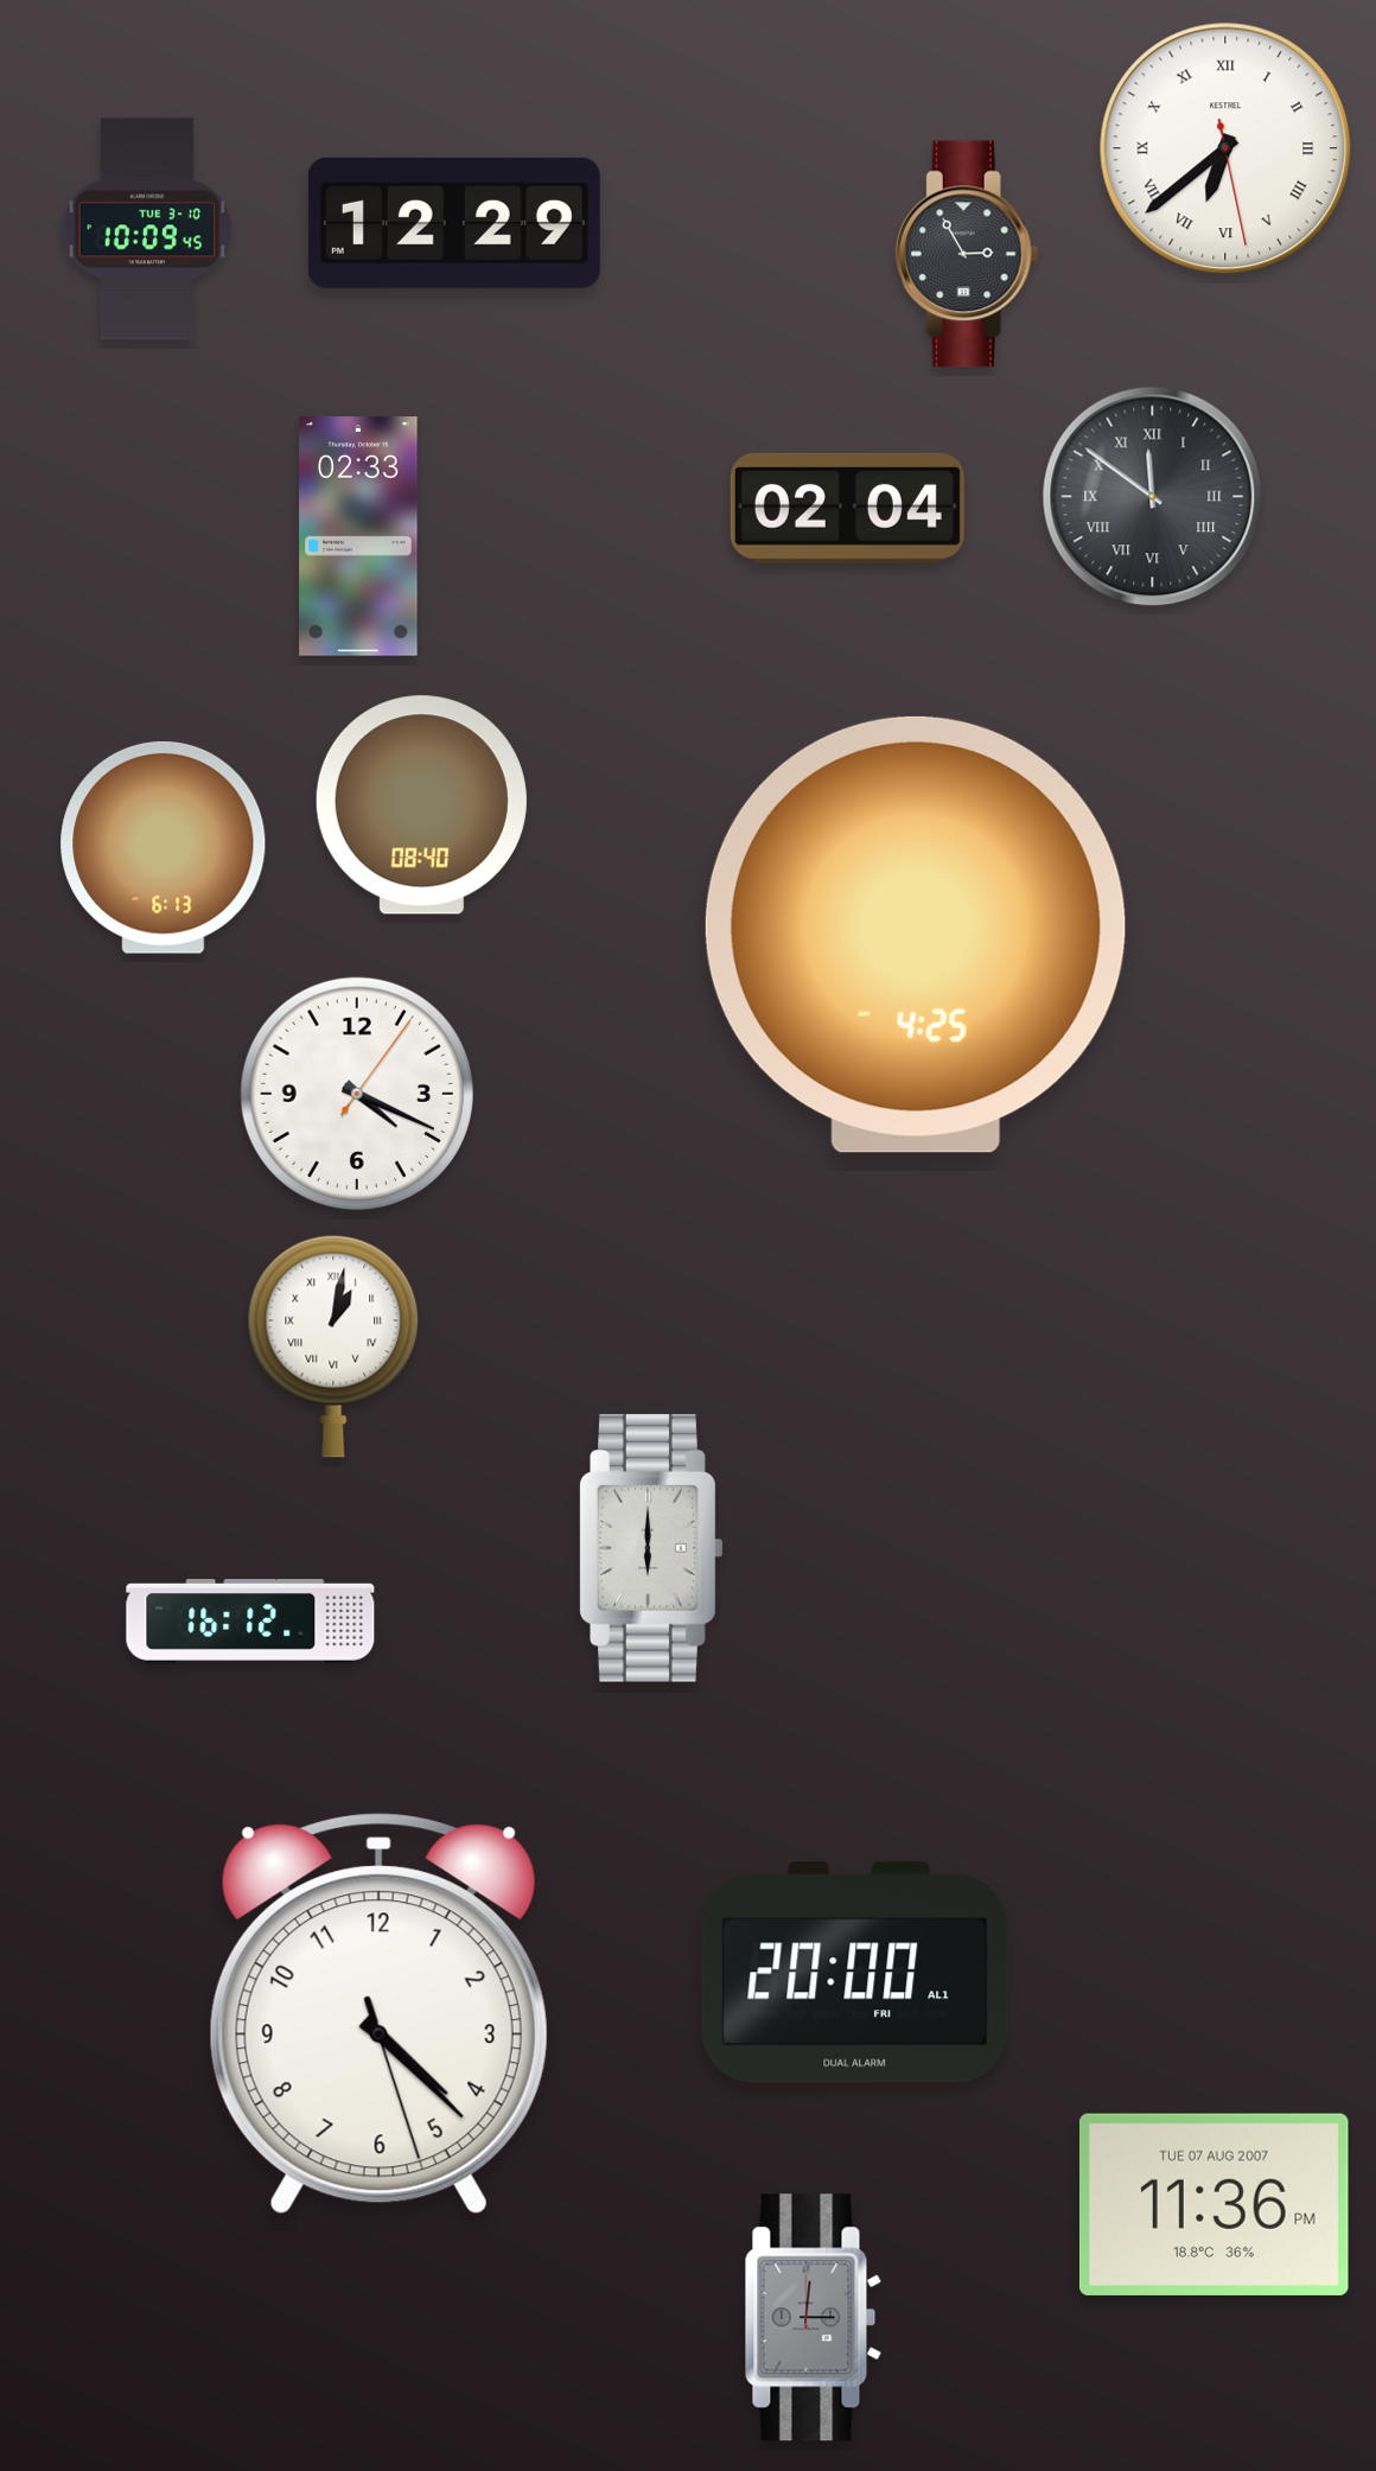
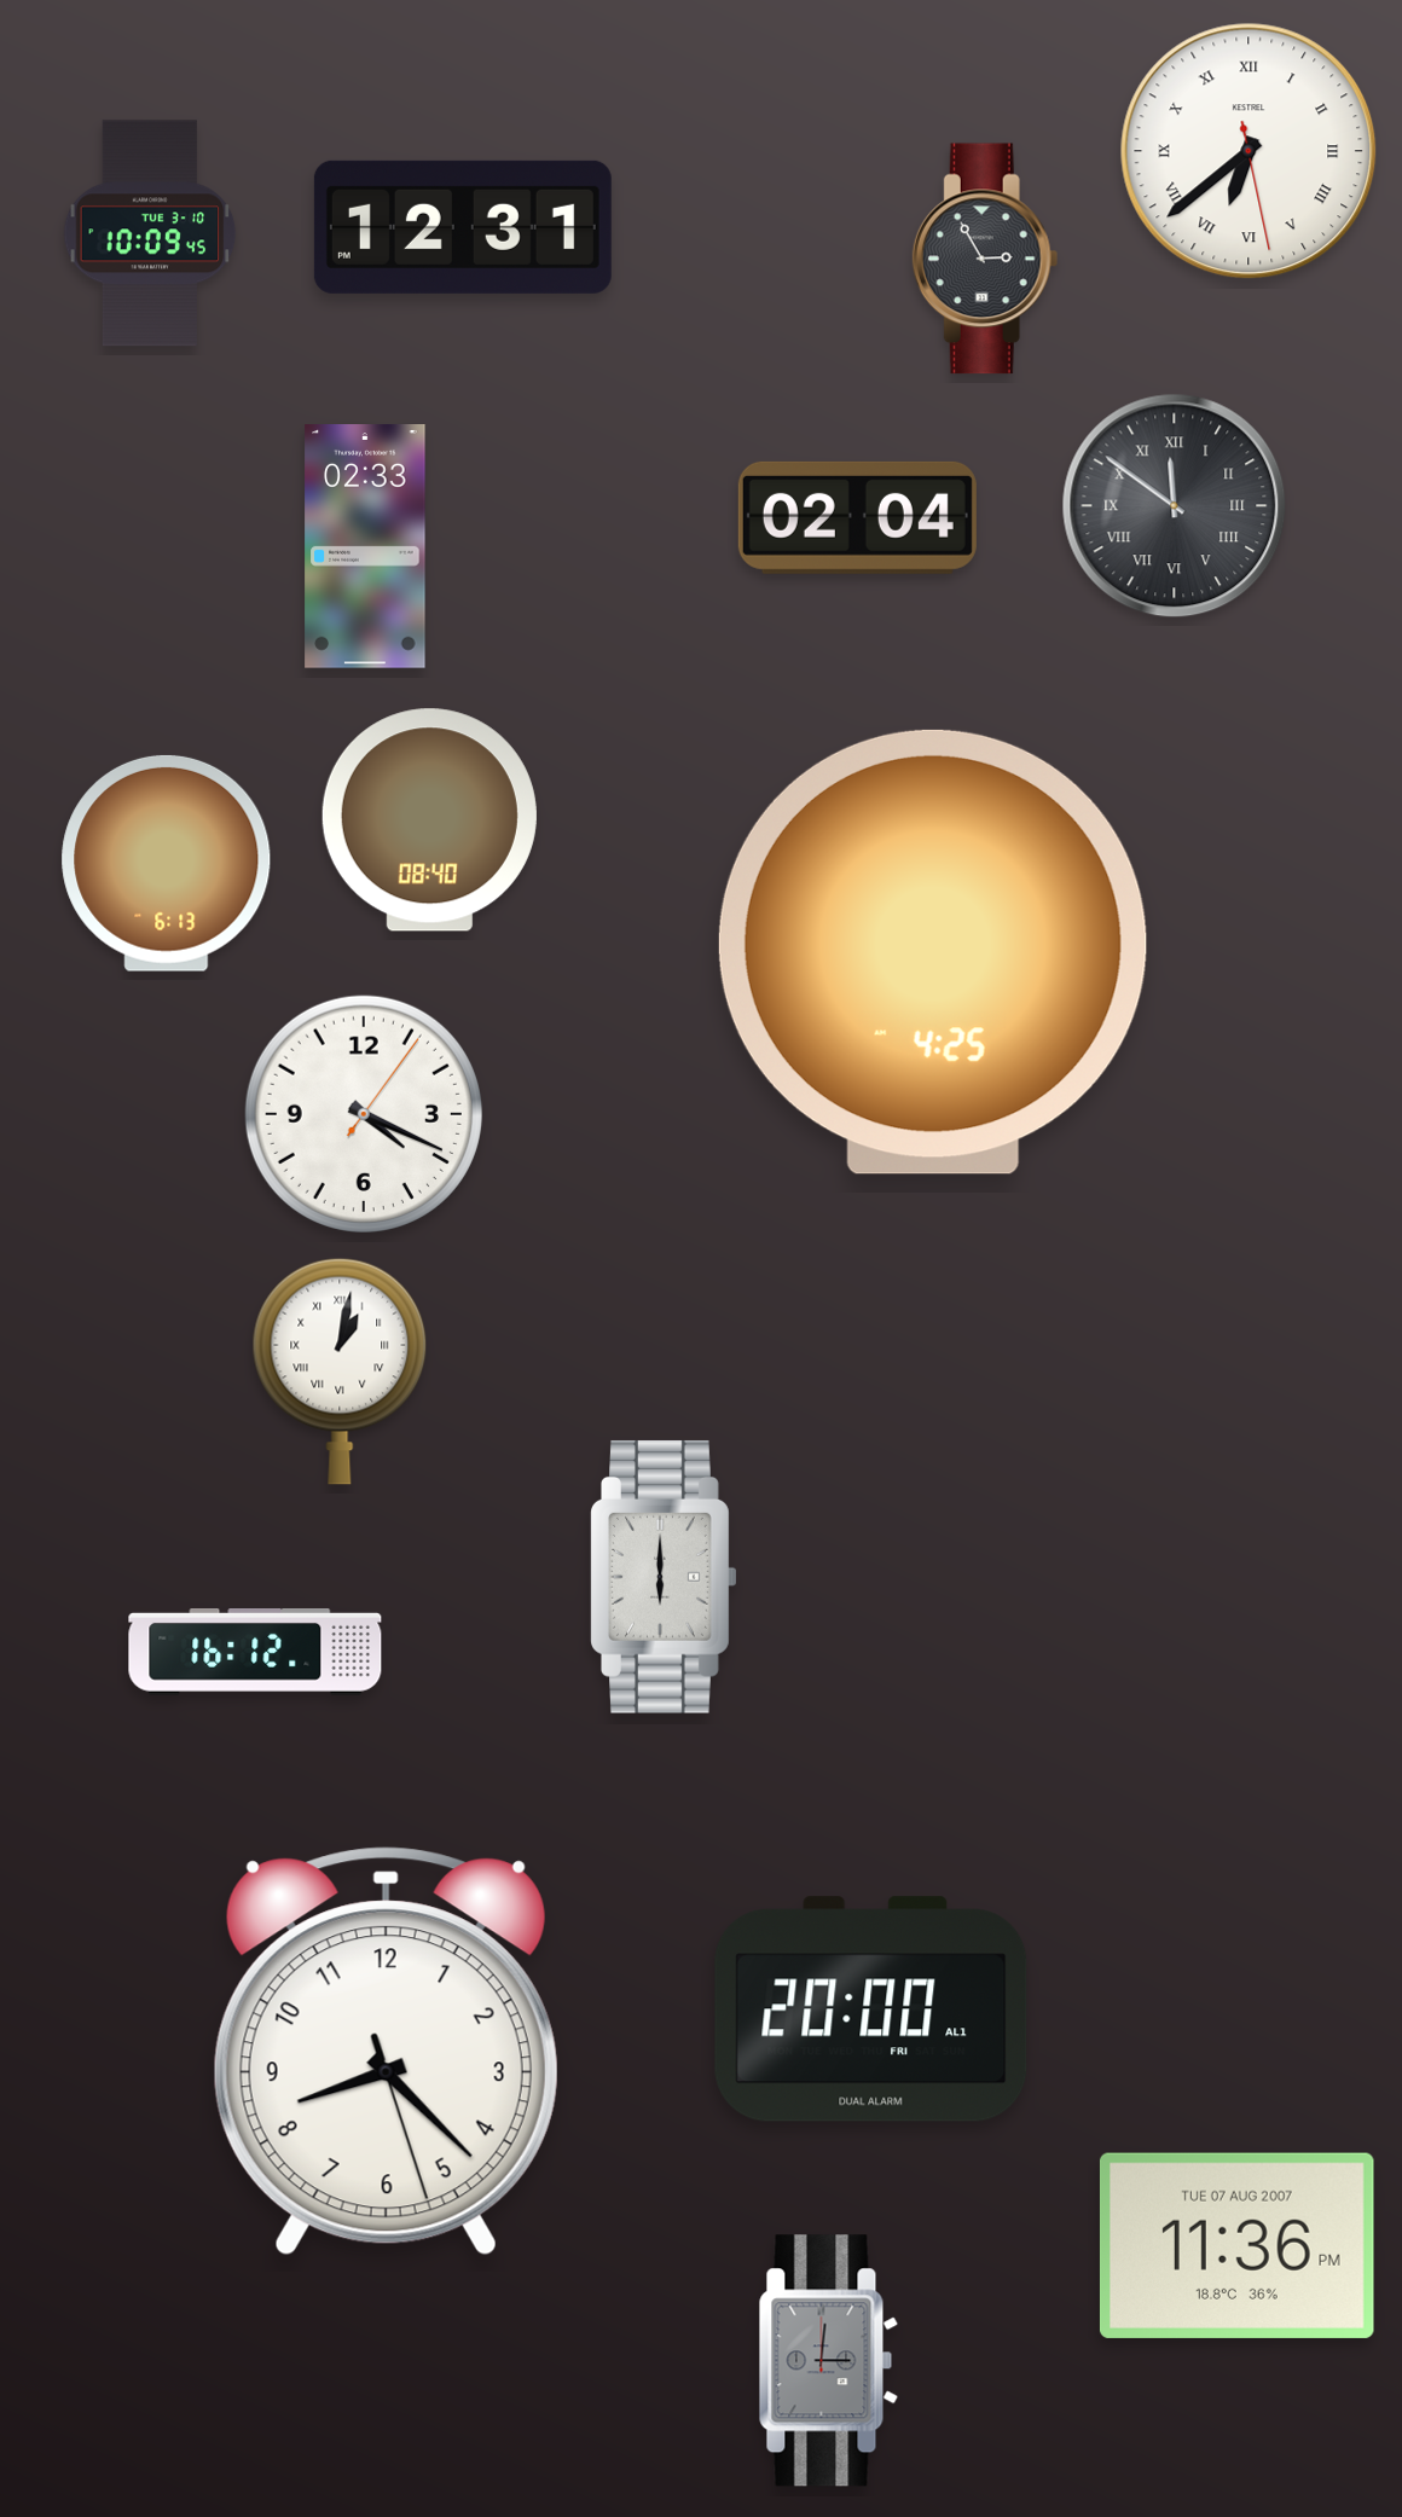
clock at (454, 223): 12:29 -> 12:31
clock at (847, 508) position: (847, 508) -> (857, 517)
clock at (378, 2014): 4:22 -> 8:22
